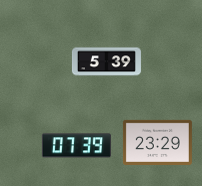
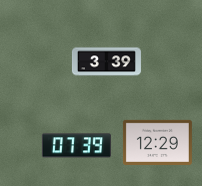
clock at (106, 62): 5:39 -> 3:39
clock at (157, 142): 23:29 -> 12:29
